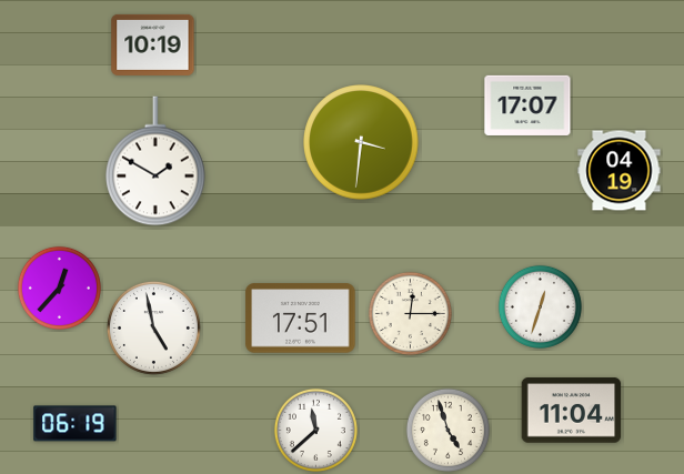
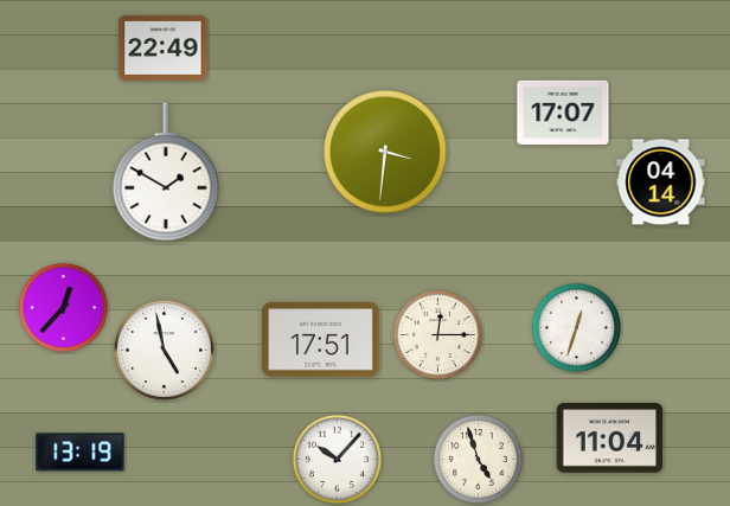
clock at (153, 44): 10:19 -> 22:49
clock at (620, 171): 04:19 -> 04:14
clock at (76, 424): 06:19 -> 13:19
clock at (315, 430): 11:38 -> 10:07
